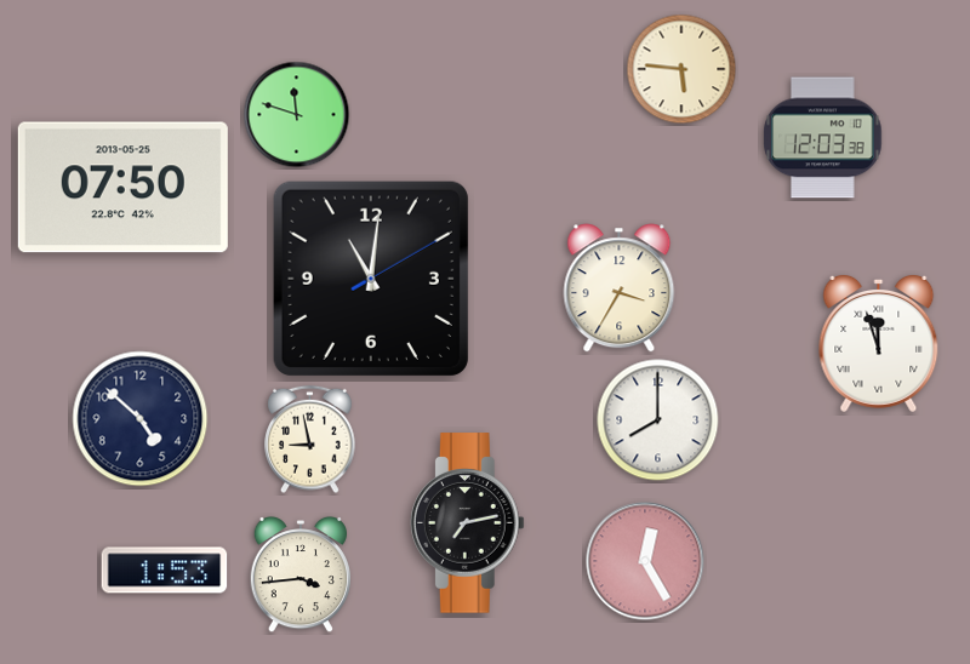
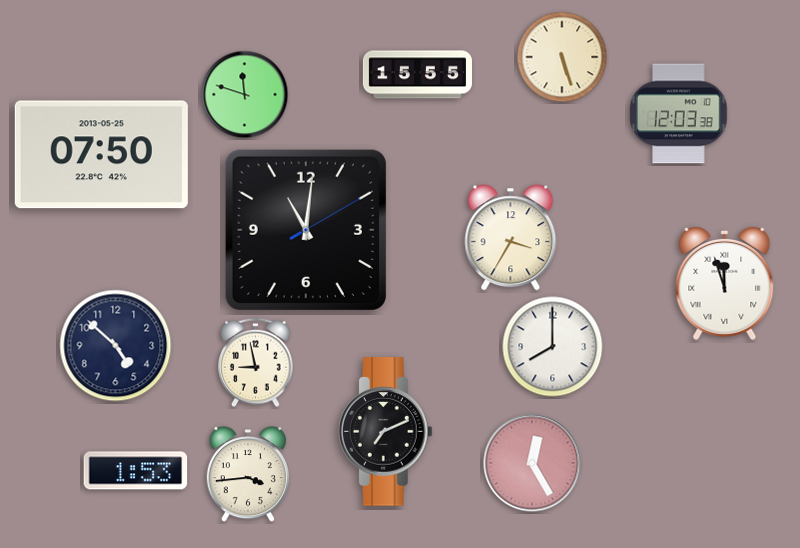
clock at (681, 69): 5:46 -> 5:27
clock at (417, 75): none -> 15:55
clock at (658, 420) position: (658, 420) -> (553, 347)
clock at (467, 523): 7:13 -> 7:11
